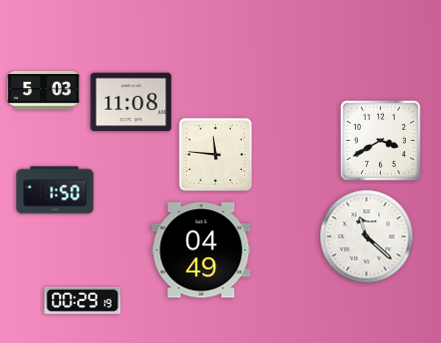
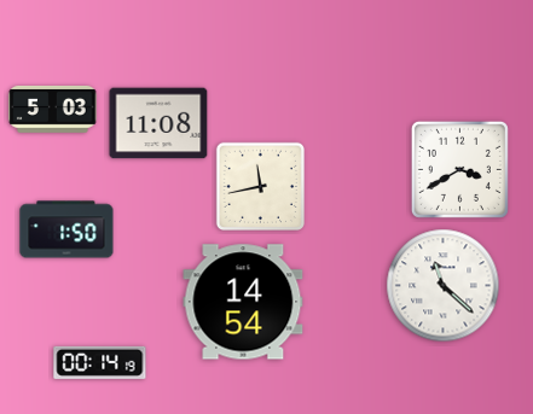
clock at (215, 154): 11:46 -> 11:43
clock at (201, 250): 04:49 -> 14:54
clock at (83, 300): 00:29 -> 00:14
